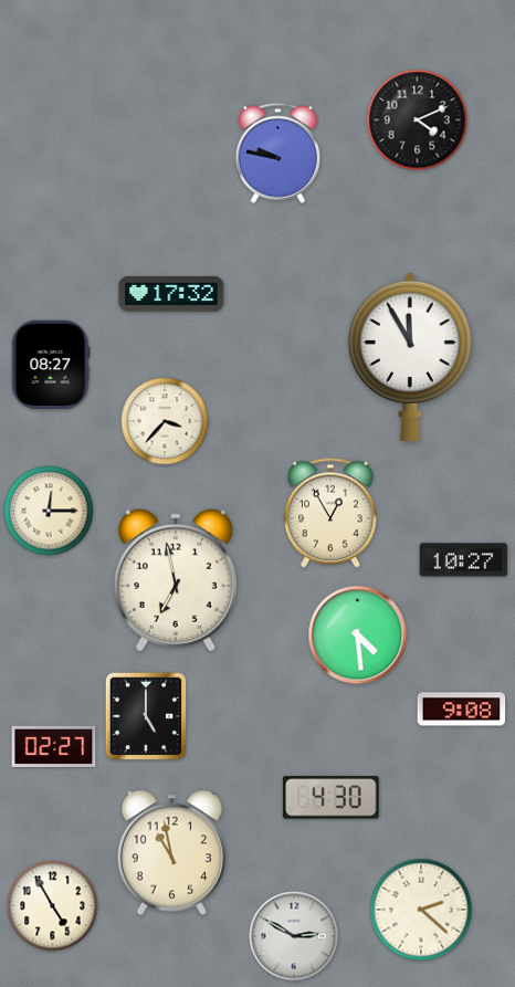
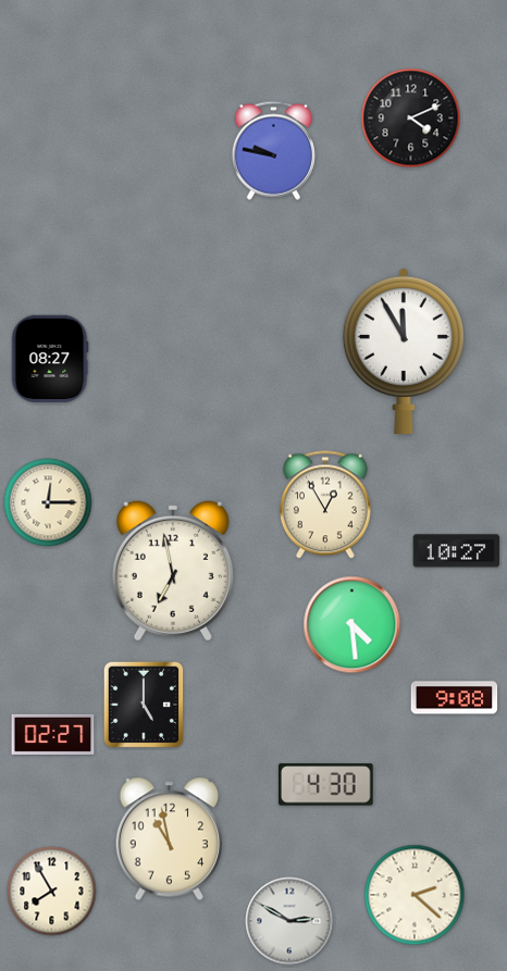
clock at (171, 295): 17:32 -> none
clock at (165, 421): 3:37 -> none
clock at (53, 906): 4:55 -> 7:55
